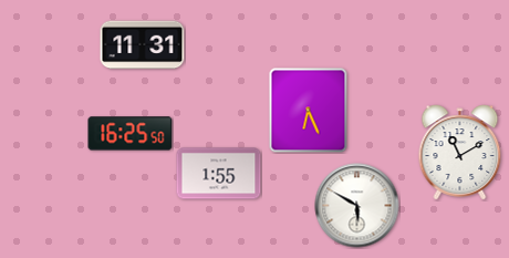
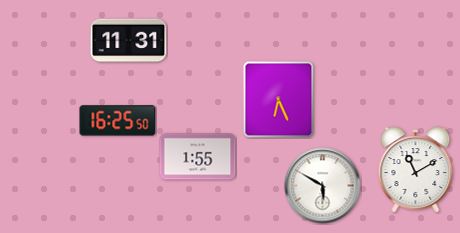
clock at (460, 153) position: (460, 153) -> (416, 170)
